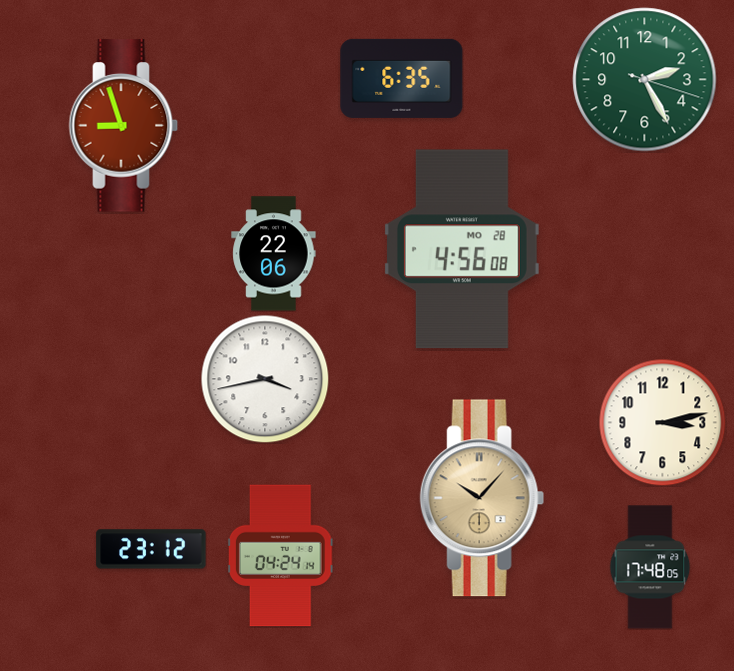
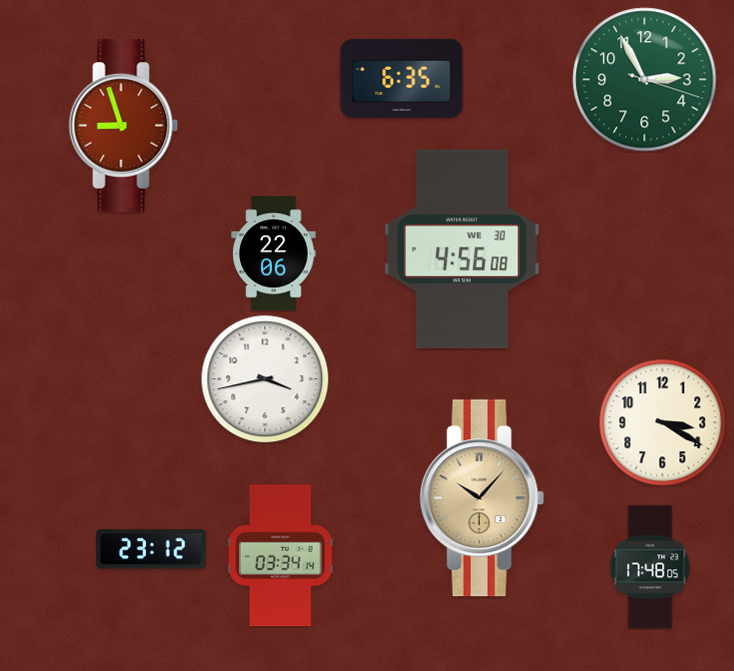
clock at (645, 80): 2:25 -> 2:55
clock at (462, 249) date: MO 28 -> WE 30
clock at (662, 422): 3:13 -> 3:20
clock at (280, 556): 04:24 -> 03:34
